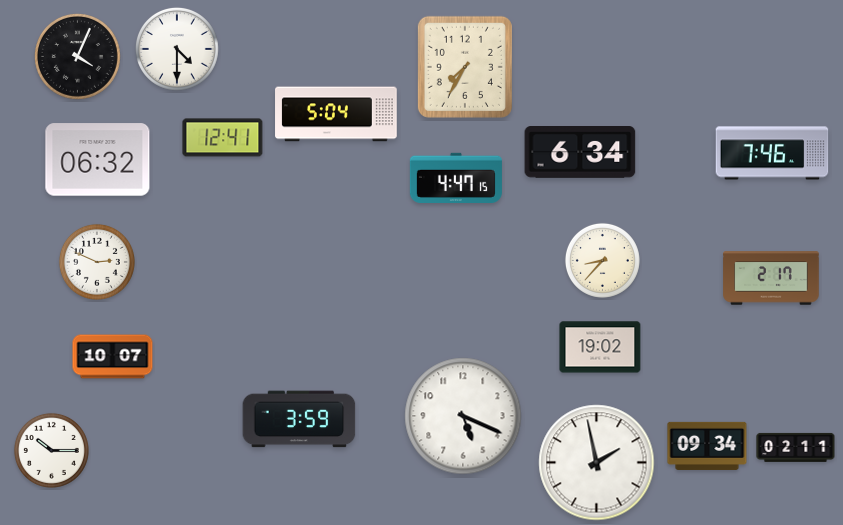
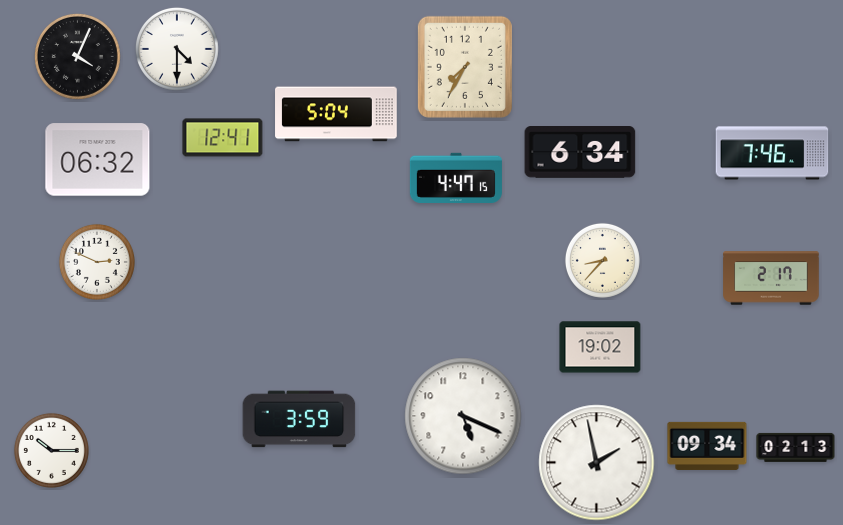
clock at (113, 357): 10:07 -> none
clock at (796, 447): 02:11 -> 02:13
